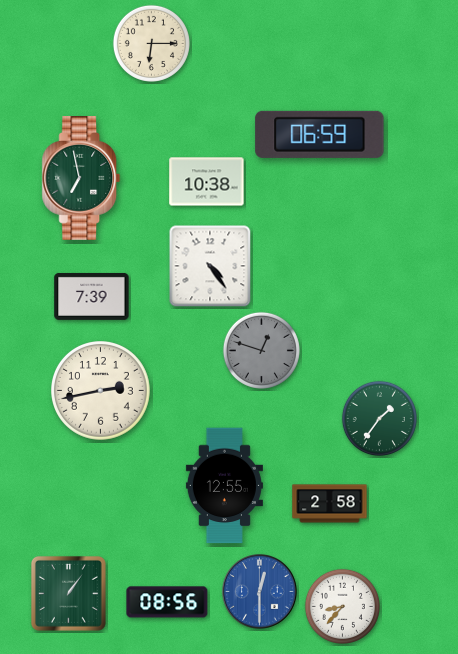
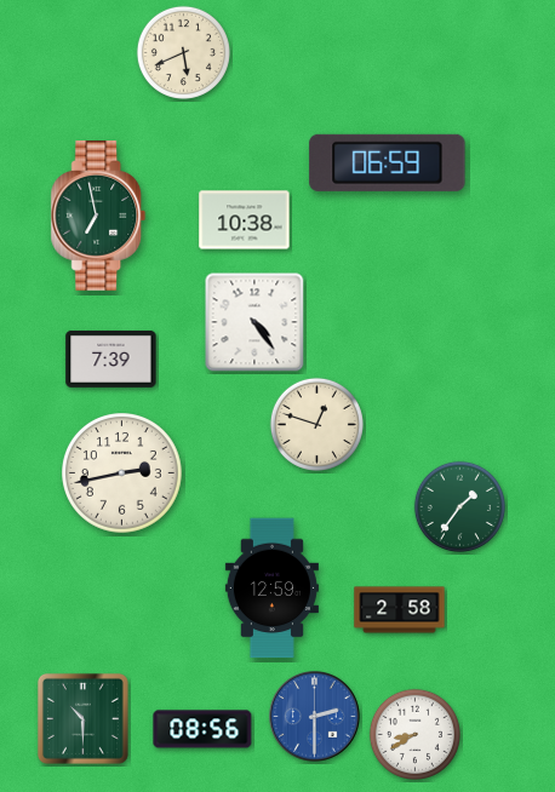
clock at (151, 43): 6:15 -> 5:41
clock at (207, 182) position: (207, 182) -> (245, 220)
clock at (261, 350) dial: grey -> cream
clock at (224, 486): 12:55 -> 12:59
clock at (260, 592): 12:30 -> 2:30
clock at (68, 593): 1:06 -> 10:30
clock at (342, 606): 8:37 -> 8:40
